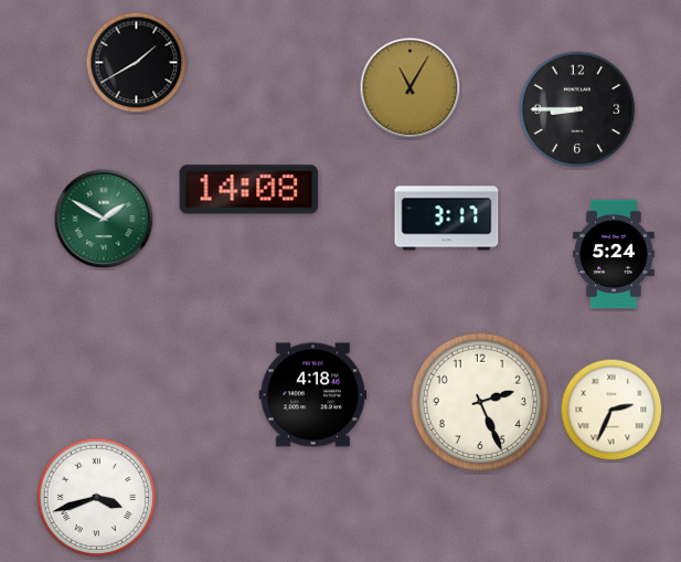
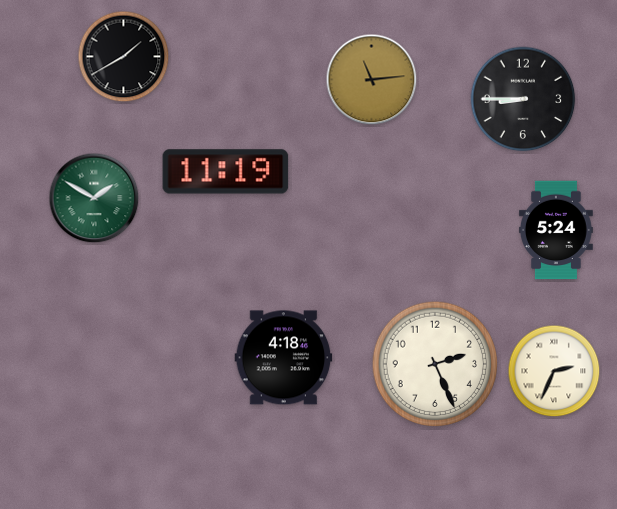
clock at (411, 88): 11:05 -> 11:14
clock at (249, 190): 14:08 -> 11:19
clock at (447, 219): 3:17 -> none
clock at (97, 498): 3:42 -> none
